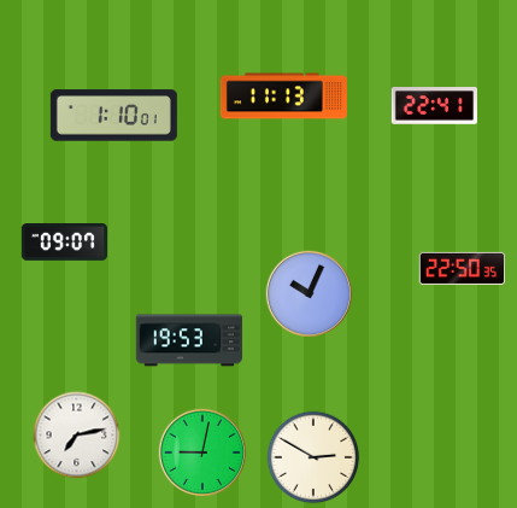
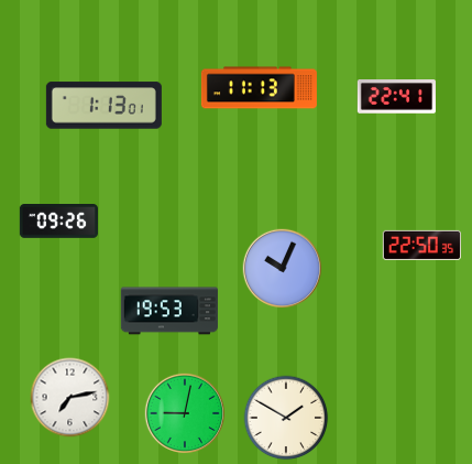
clock at (113, 116): 1:10 -> 1:13
clock at (65, 243): 09:07 -> 09:26
clock at (189, 340) position: (189, 340) -> (169, 311)
clock at (313, 457): 2:50 -> 1:50
